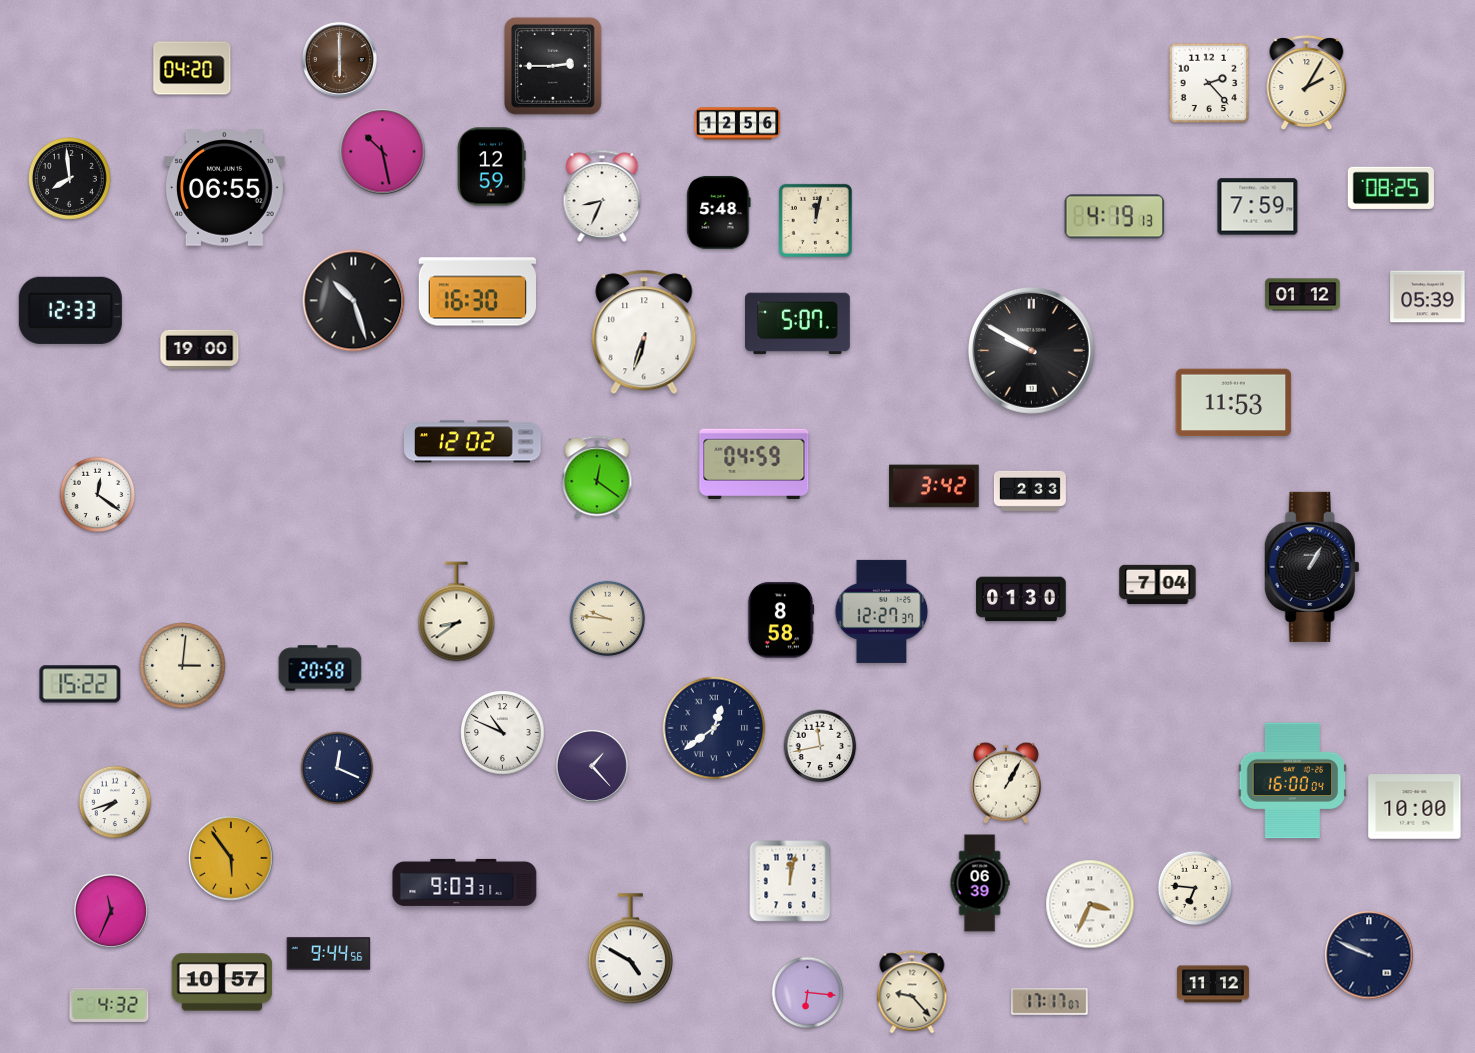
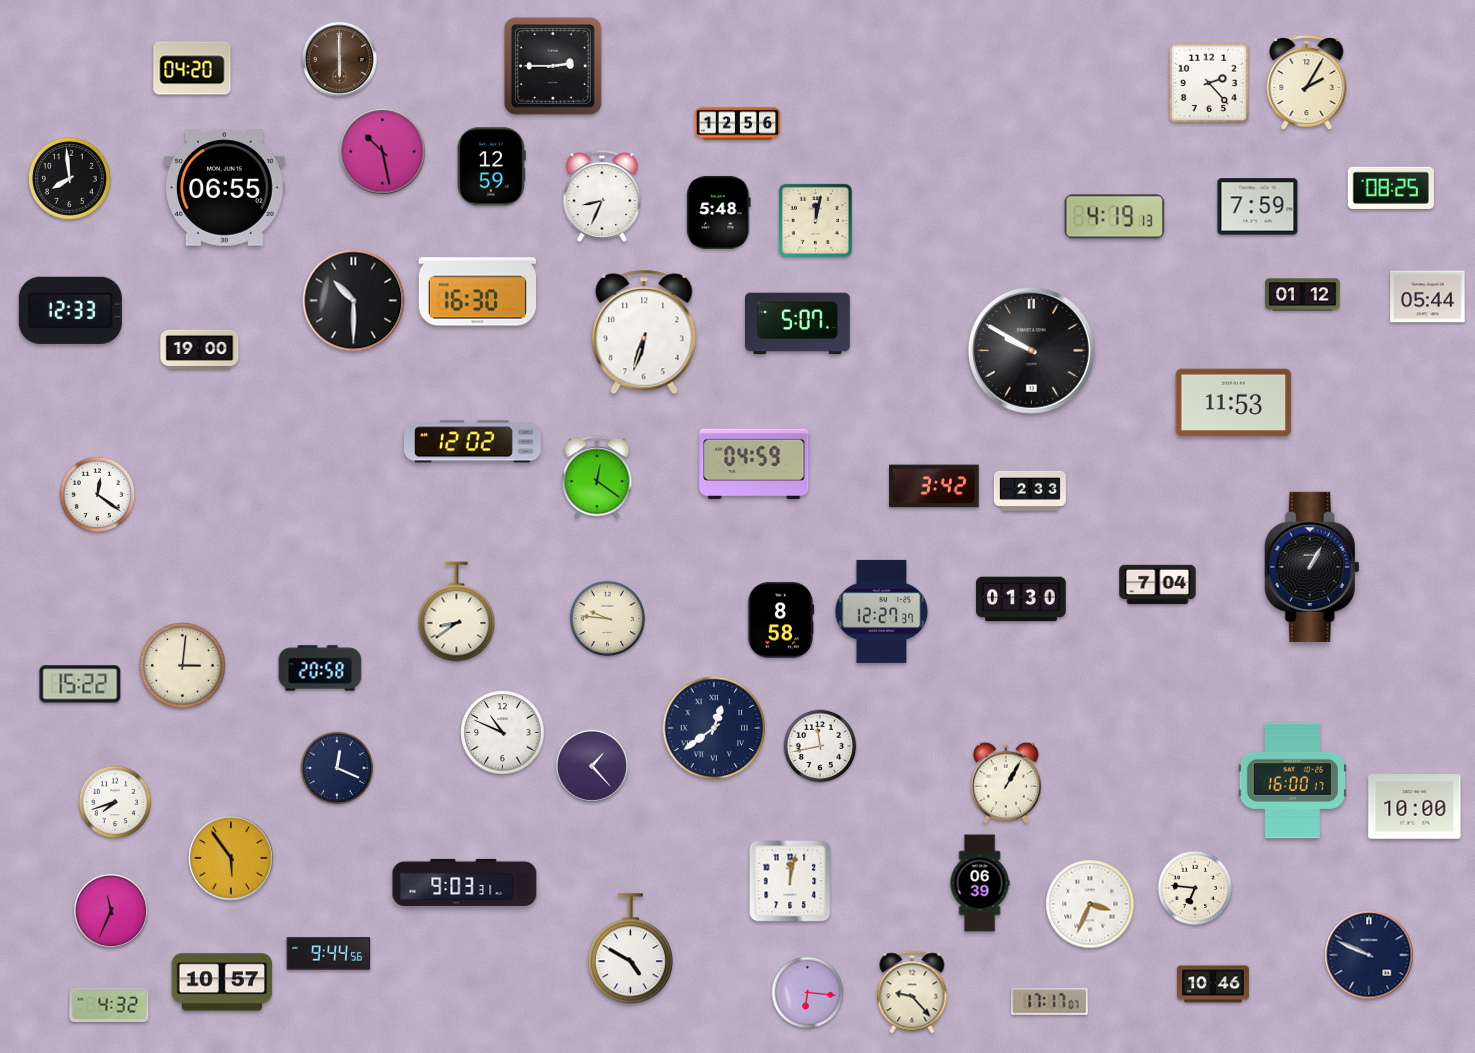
clock at (1428, 297): 05:39 -> 05:44
clock at (354, 301): 10:27 -> 10:30
clock at (1293, 781): 16:00:04 -> 16:00:17
clock at (1213, 984): 11:12 -> 10:46
